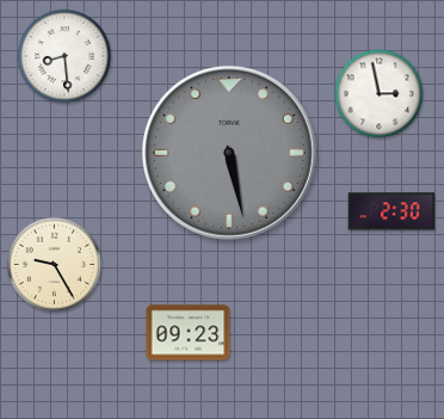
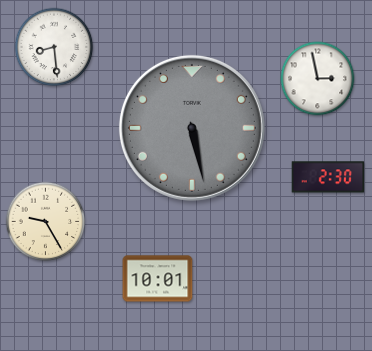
clock at (189, 333): 09:23 -> 10:01
